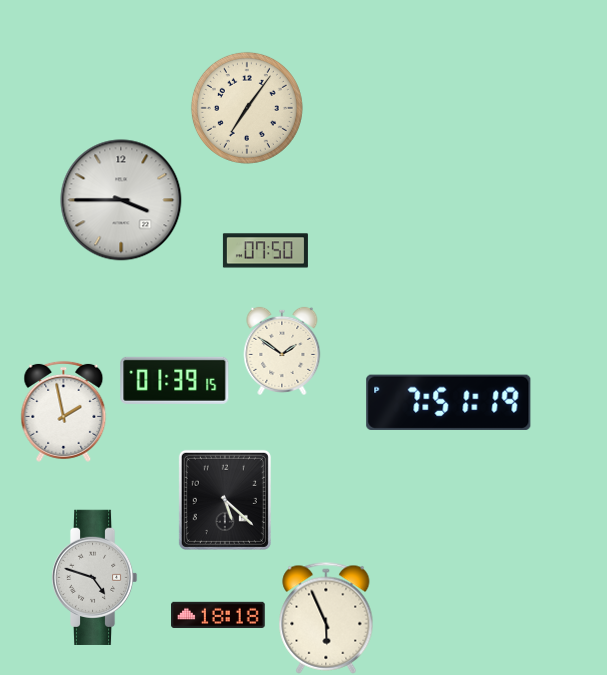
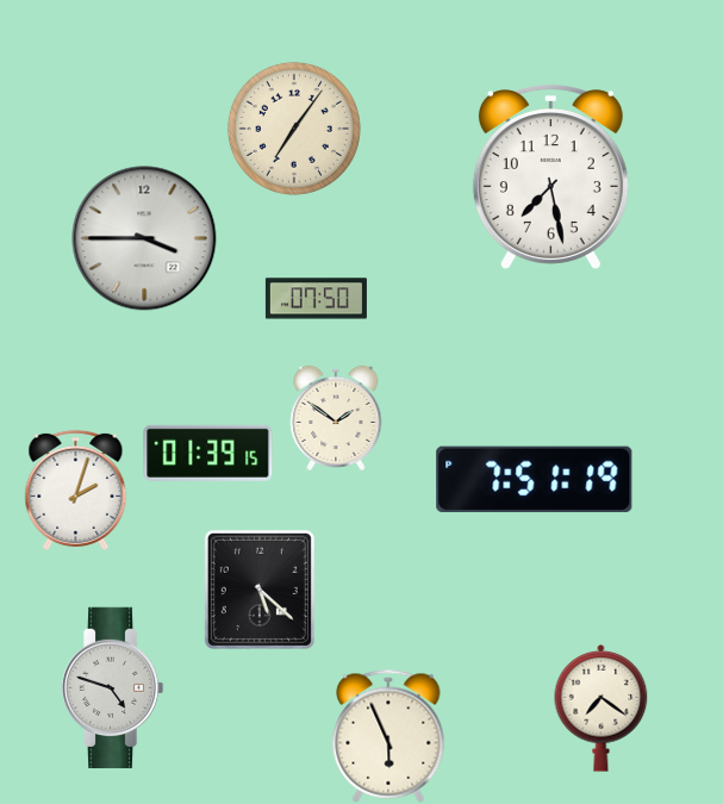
clock at (550, 177): none -> 7:28
clock at (64, 411): 1:58 -> 2:03
clock at (225, 500) position: (225, 500) -> (260, 590)
clock at (602, 709): none -> 7:21
clock at (218, 614): 18:18 -> none
